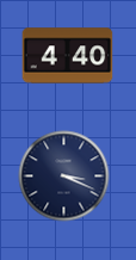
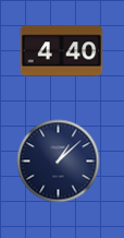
clock at (64, 177): 3:19 -> 1:08
